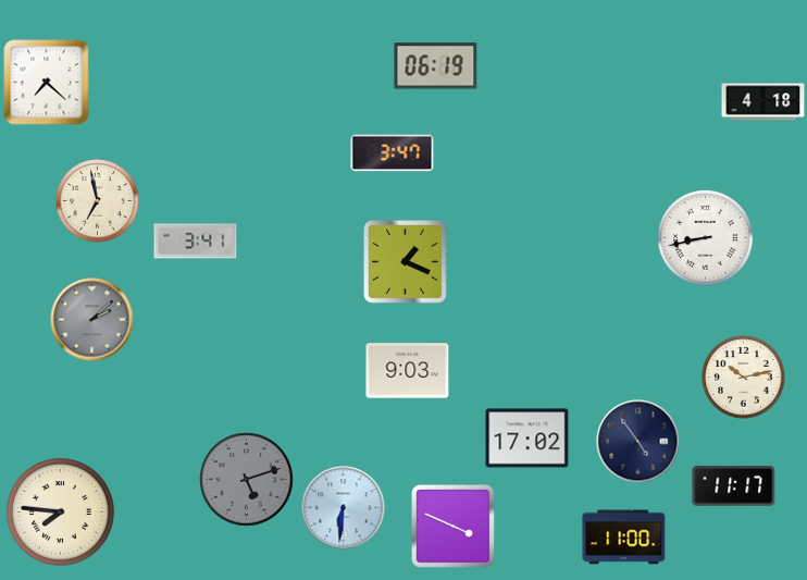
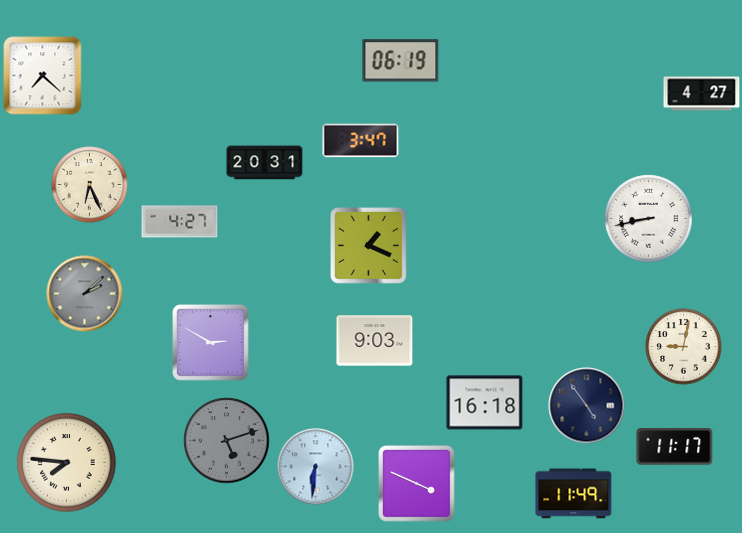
clock at (763, 102): 4:18 -> 4:27
clock at (265, 163): none -> 20:31
clock at (98, 201): 6:58 -> 6:26
clock at (196, 242): 3:41 -> 4:27
clock at (406, 262) position: (406, 262) -> (369, 246)
clock at (211, 343): none -> 2:50
clock at (744, 378): 10:13 -> 9:02
clock at (527, 439): 17:02 -> 16:18
clock at (61, 513) position: (61, 513) -> (67, 463)
clock at (624, 538): 11:00 -> 11:49
